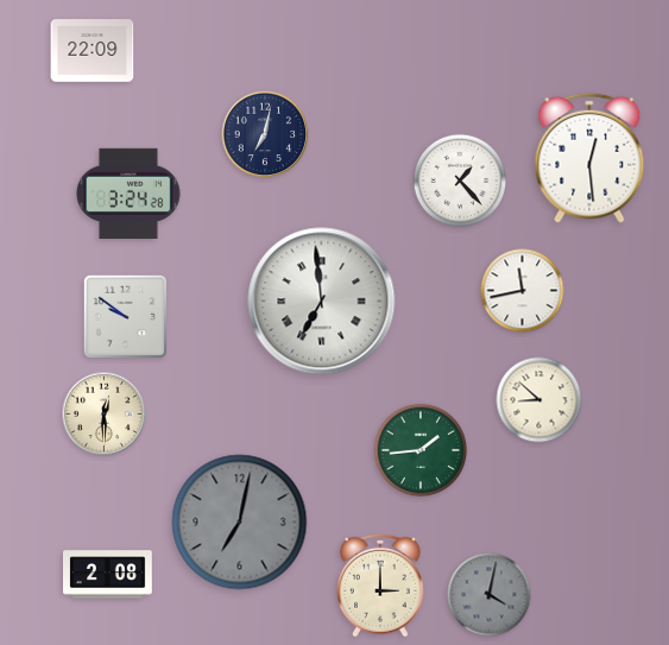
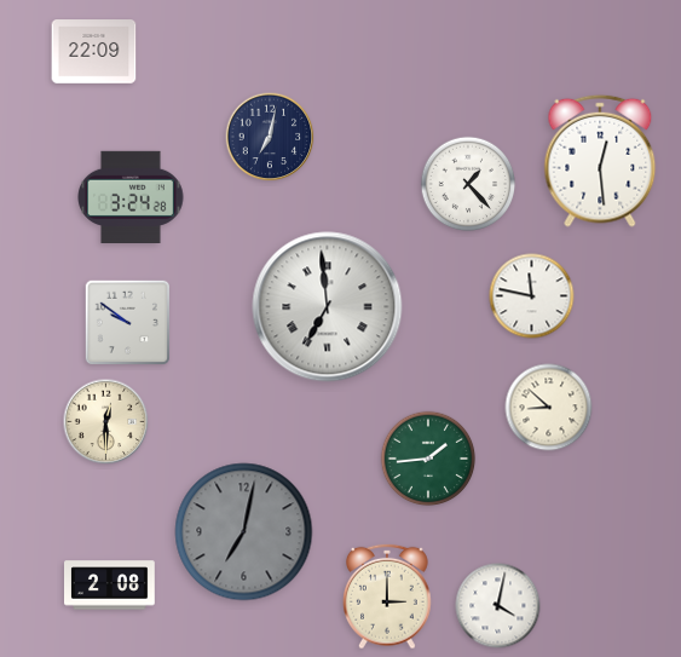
clock at (523, 291): 11:43 -> 11:47
clock at (490, 595) dial: grey -> white
